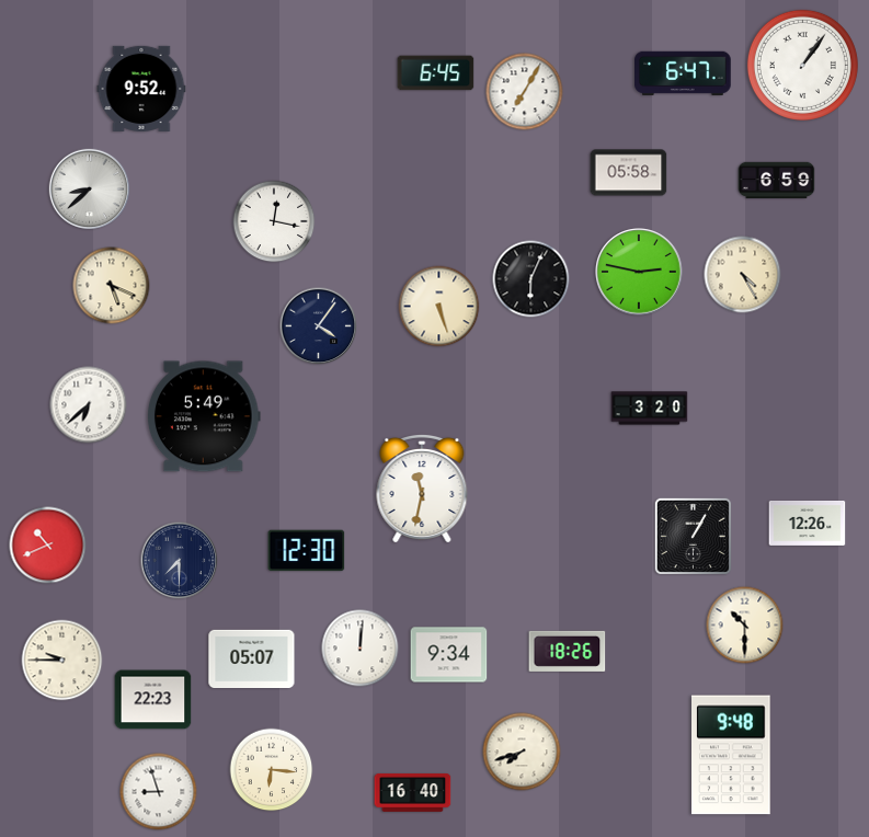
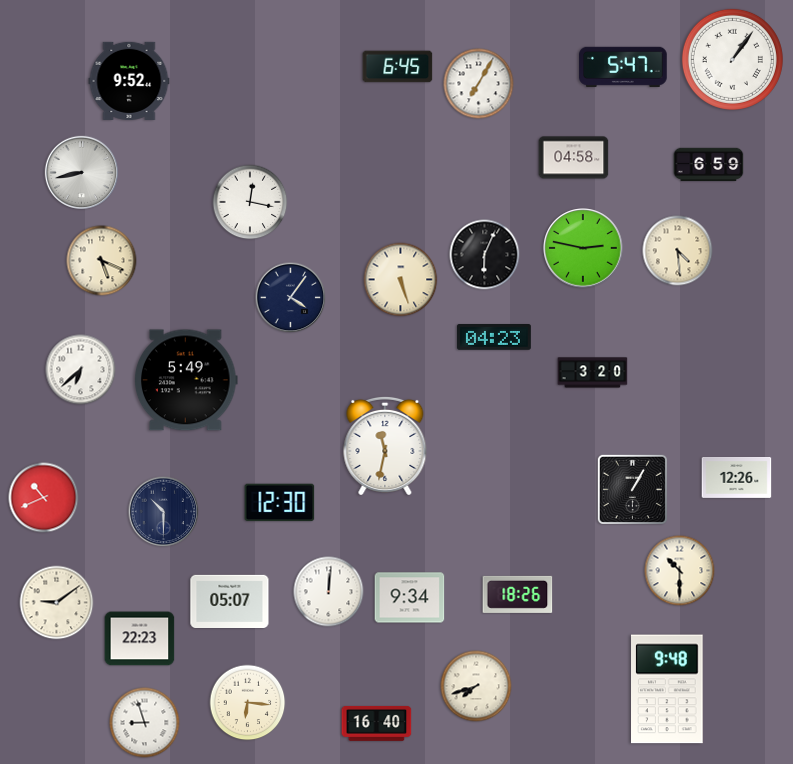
clock at (684, 73): 6:47 -> 5:47
clock at (629, 173): 05:58 -> 04:58
clock at (89, 188): 8:38 -> 8:43
clock at (743, 275): 4:25 -> 4:29
clock at (495, 338): none -> 04:23
clock at (180, 561): 7:30 -> 10:30
clock at (62, 661): 9:45 -> 9:09
